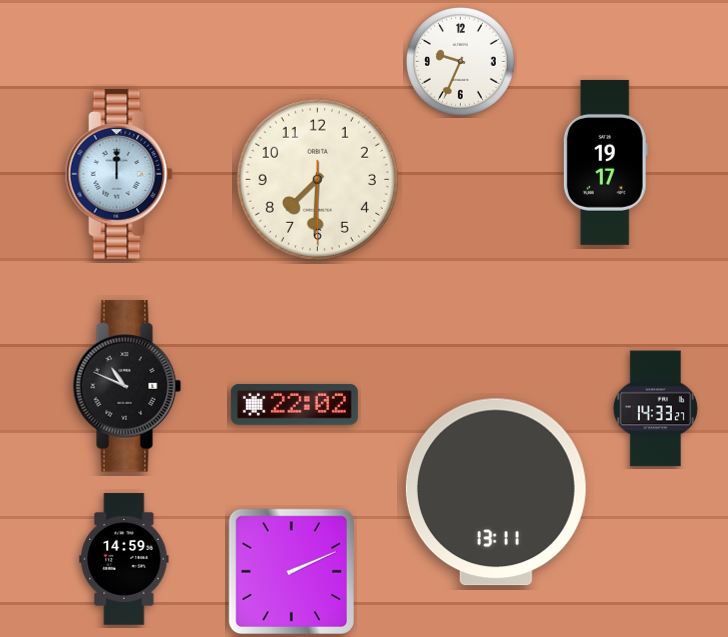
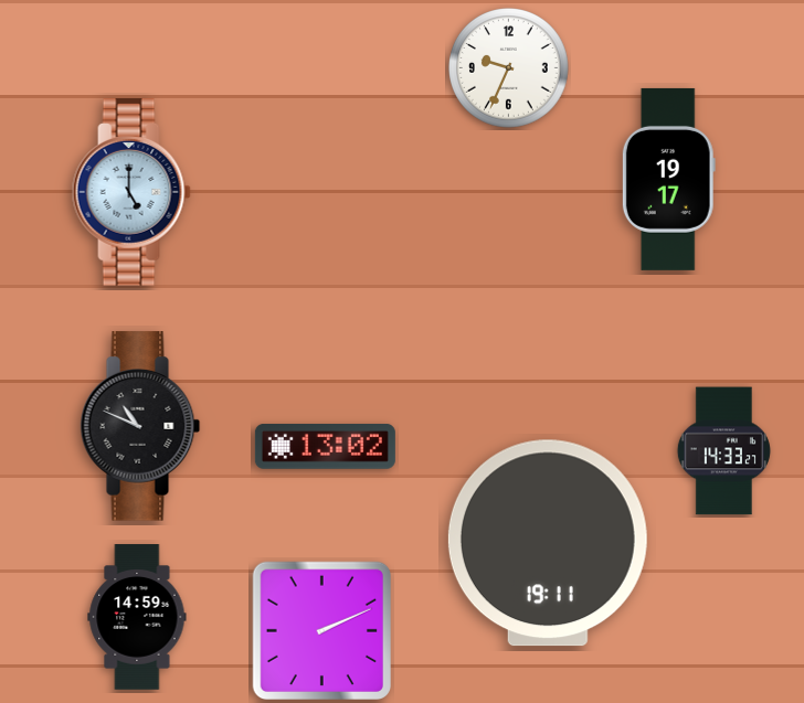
clock at (119, 174): 12:00 -> 5:00
clock at (317, 179): 7:30 -> none
clock at (294, 405): 22:02 -> 13:02
clock at (496, 492): 13:11 -> 19:11
